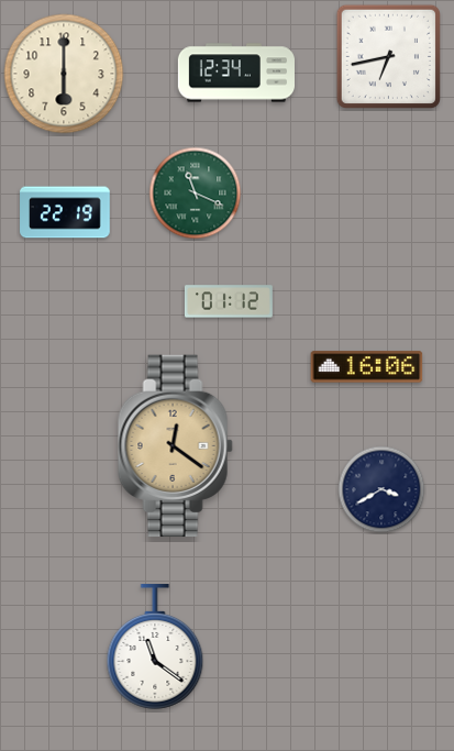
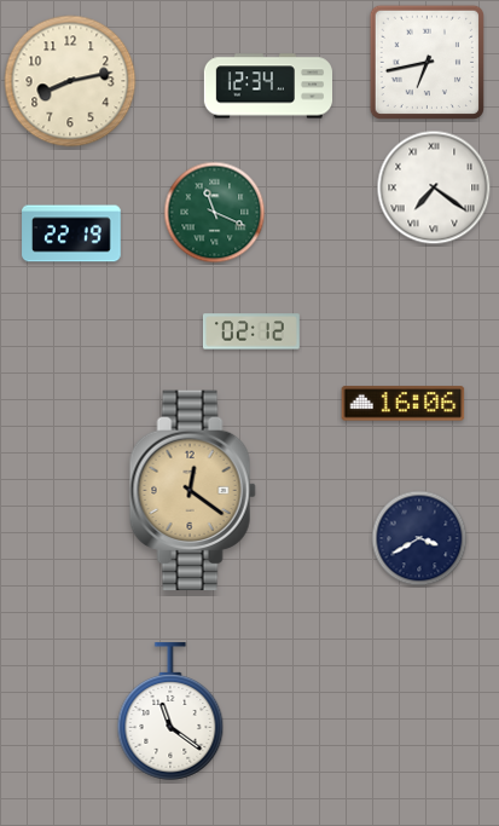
clock at (235, 73) position: (235, 73) -> (267, 86)
clock at (64, 74): 6:00 -> 8:13
clock at (434, 187): none -> 7:21
clock at (229, 301): 01:12 -> 02:12
